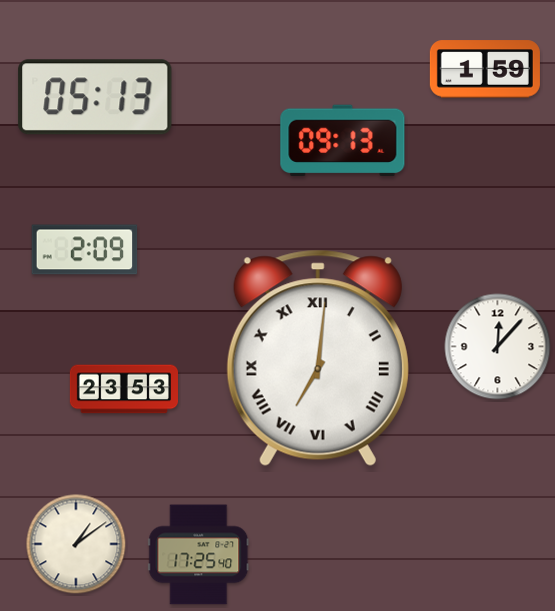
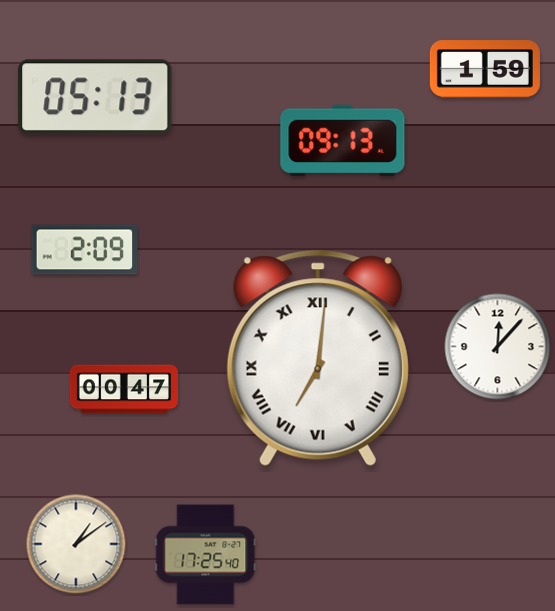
clock at (123, 389): 23:53 -> 00:47
clock at (199, 555) position: (199, 555) -> (206, 555)
